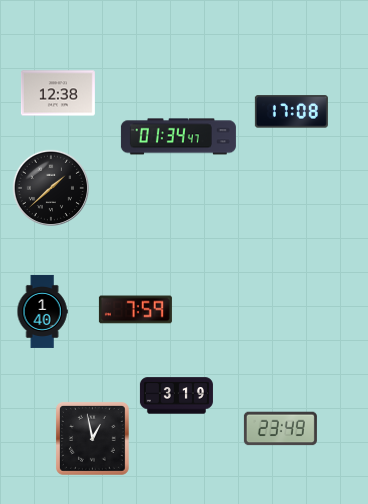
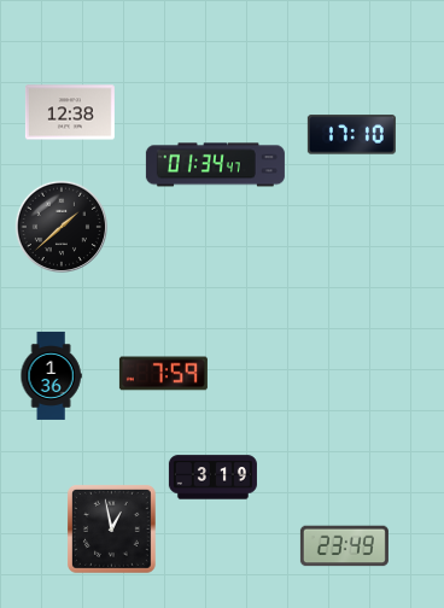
clock at (291, 112): 17:08 -> 17:10
clock at (42, 311): 1:40 -> 1:36
clock at (280, 429) position: (280, 429) -> (344, 546)
